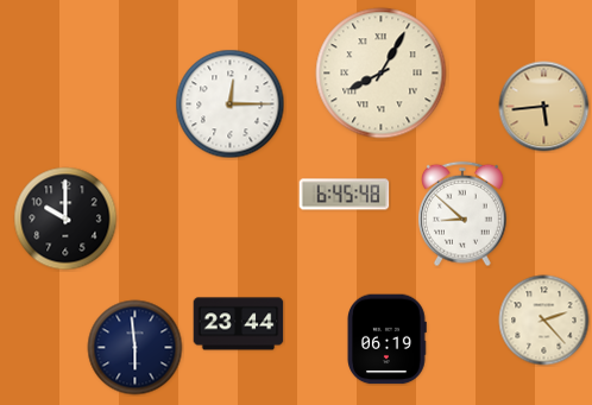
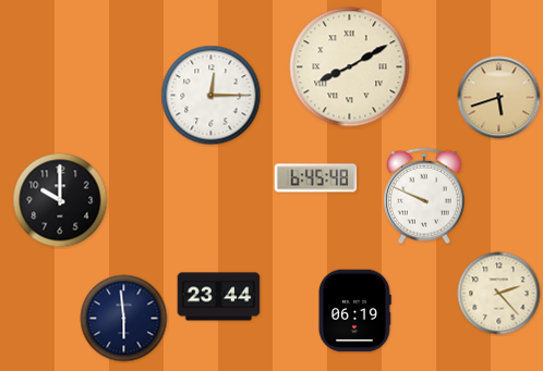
clock at (382, 74): 8:05 -> 8:10
clock at (544, 107): 5:44 -> 5:42
clock at (464, 214): 8:52 -> 9:49
